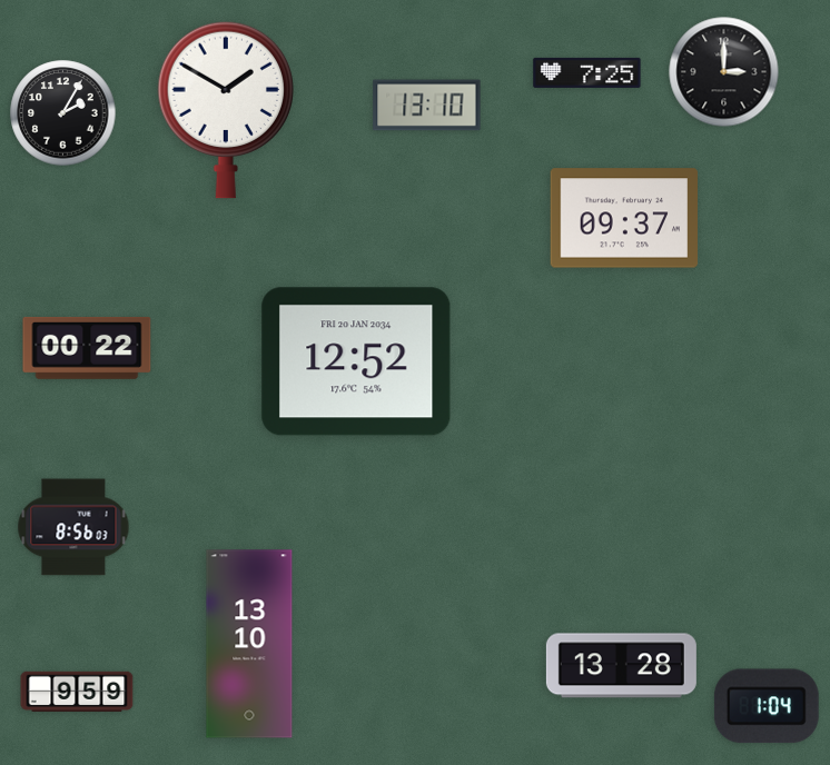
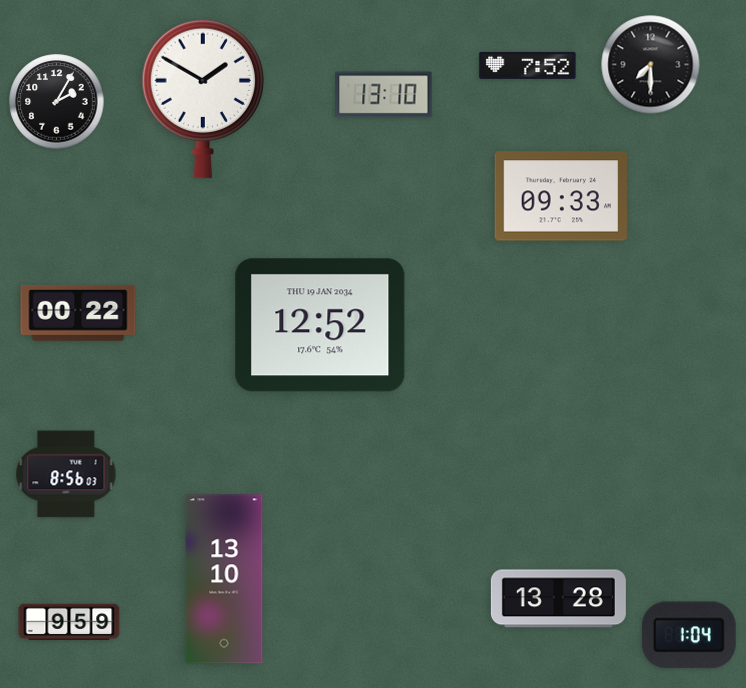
clock at (587, 72): 7:25 -> 7:52
clock at (724, 72): 3:00 -> 7:30
clock at (624, 218): 09:37 -> 09:33
clock at (356, 361) date: FRI 20 JAN 2034 -> THU 19 JAN 2034
